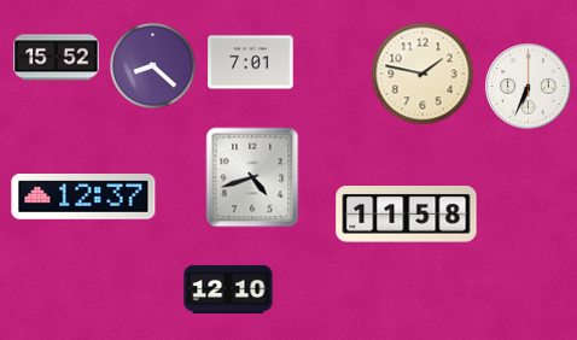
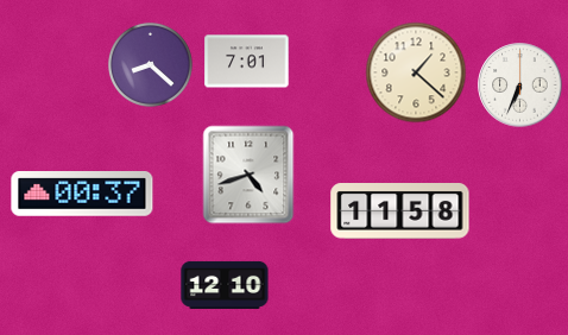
clock at (57, 58): 15:52 -> none
clock at (422, 74): 1:47 -> 1:22
clock at (83, 198): 12:37 -> 00:37
